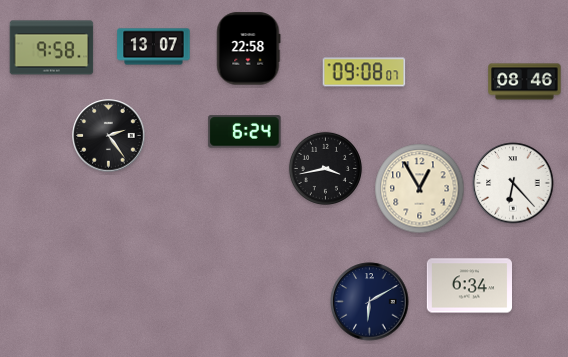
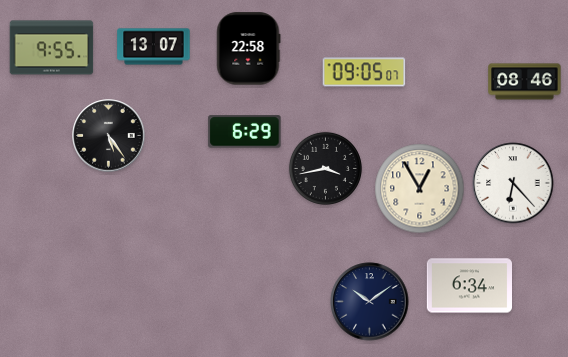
clock at (52, 48): 9:58 -> 9:55
clock at (364, 72): 09:08 -> 09:05
clock at (245, 132): 6:24 -> 6:29
clock at (109, 136): 2:24 -> 5:24
clock at (370, 302): 6:10 -> 10:09
